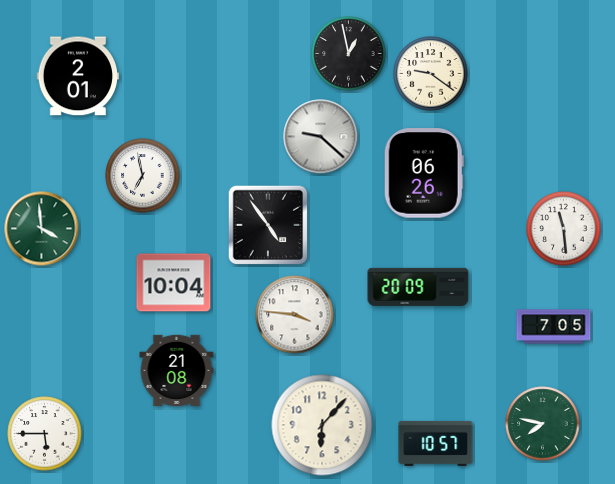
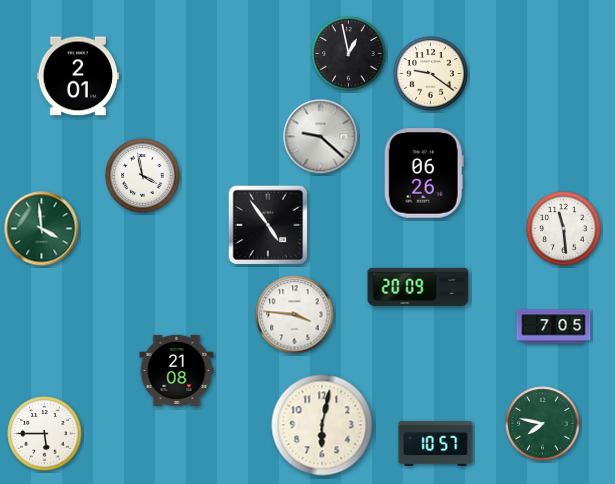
clock at (143, 176): 6:58 -> 3:58
clock at (174, 283): 10:04 -> none
clock at (322, 425): 6:07 -> 6:02
